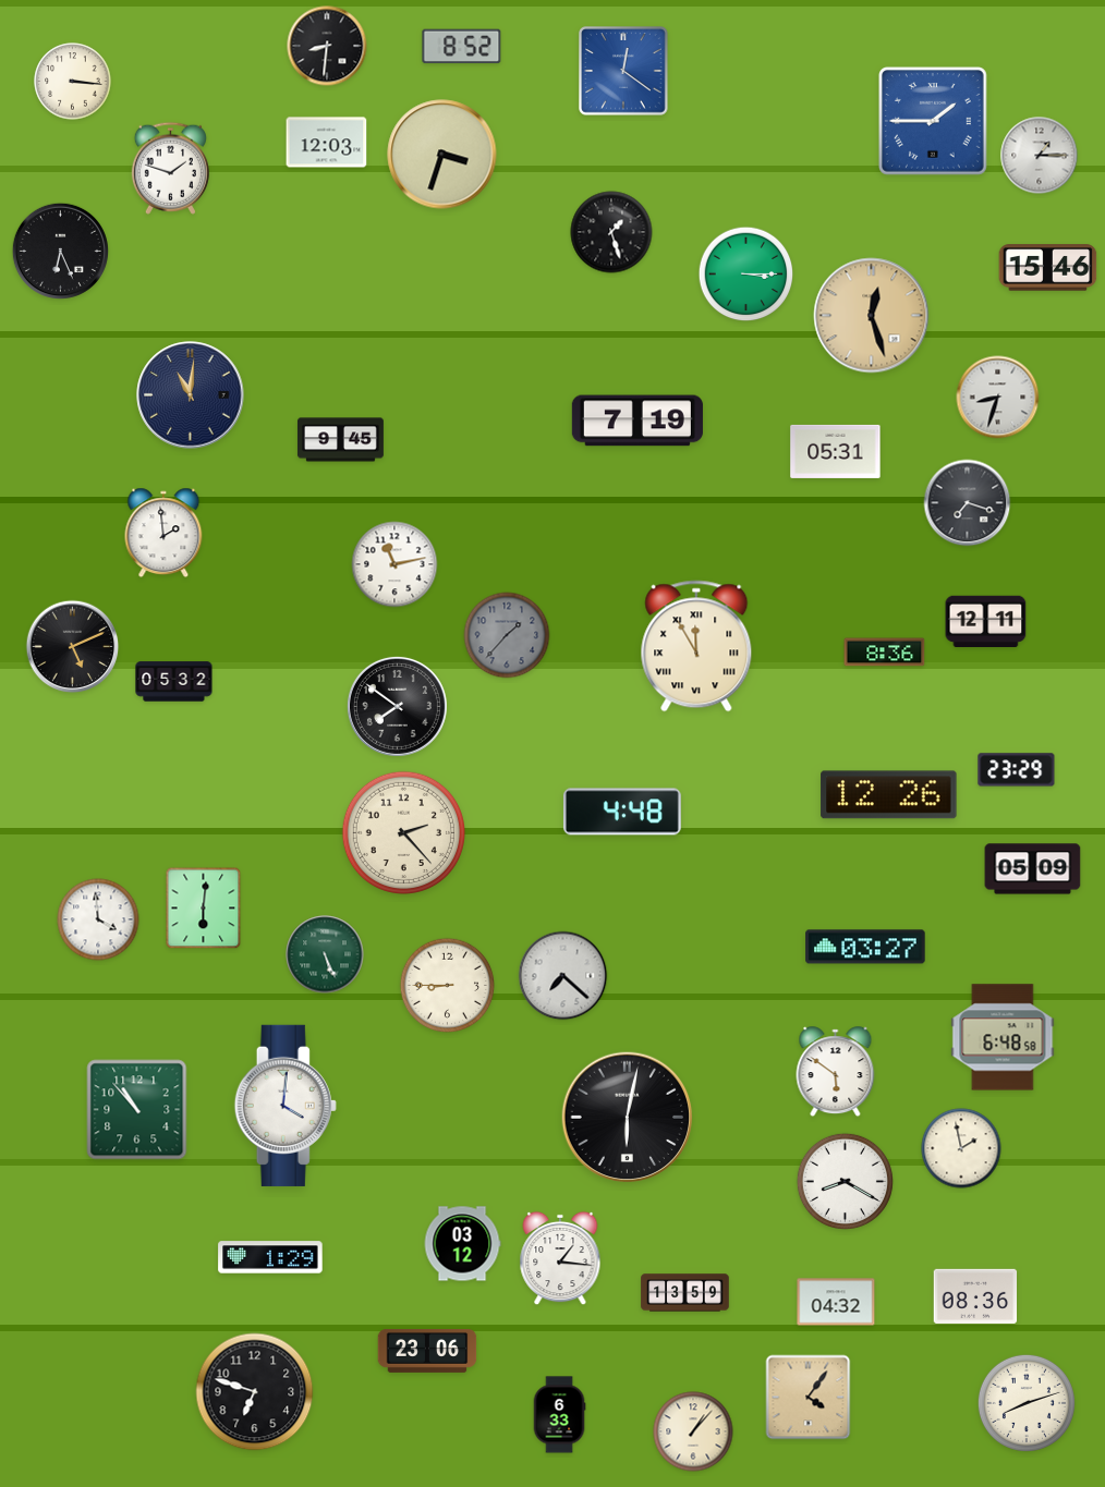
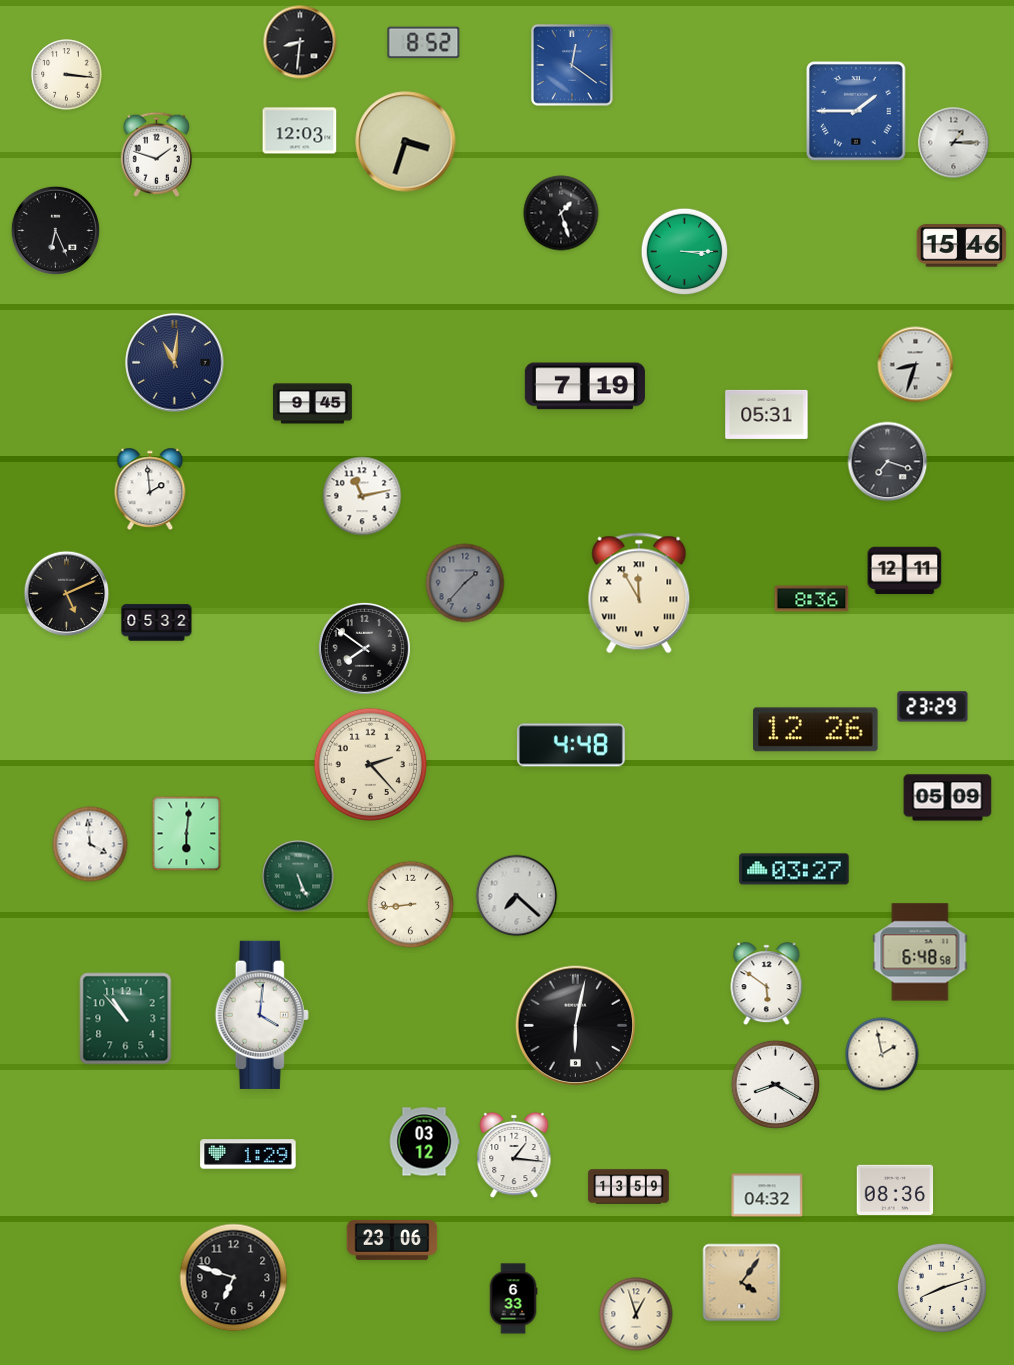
clock at (872, 316): 12:27 -> none
clock at (394, 564) position: (394, 564) -> (362, 496)
clock at (174, 682) position: (174, 682) -> (157, 623)
clock at (448, 986): 8:45 -> 8:44
clock at (693, 1431): 1:07 -> 12:57
